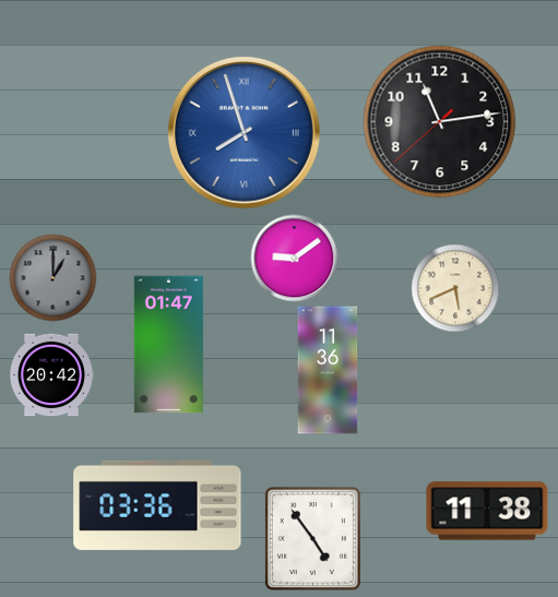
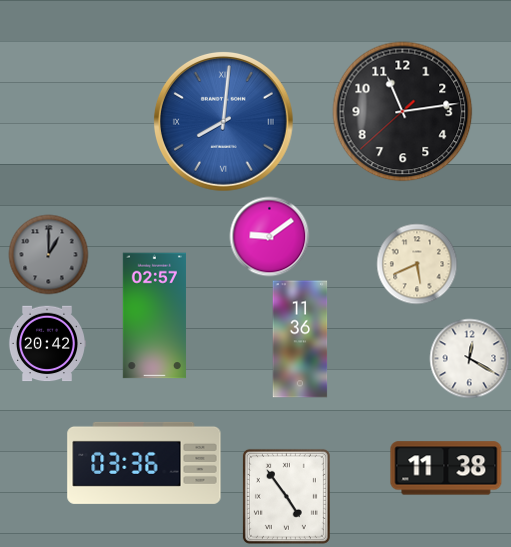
clock at (245, 133): 7:57 -> 8:01
clock at (168, 345): 01:47 -> 02:57
clock at (469, 358): none -> 12:20
clock at (312, 538) position: (312, 538) -> (286, 496)
